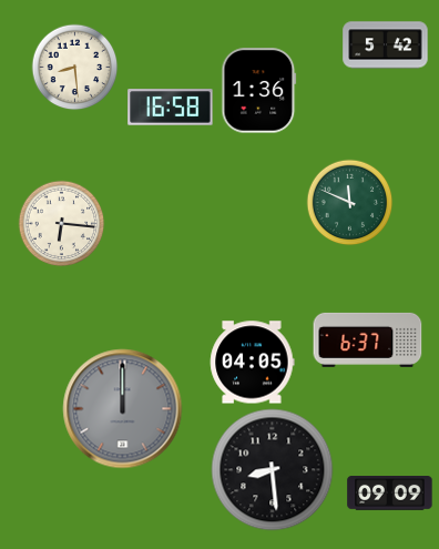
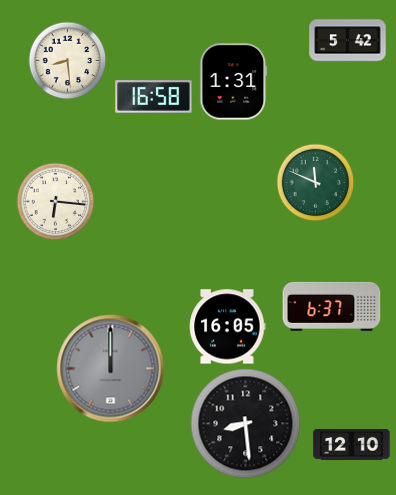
clock at (259, 91): 1:36 -> 1:31
clock at (252, 363): 04:05 -> 16:05
clock at (390, 494): 09:09 -> 12:10
